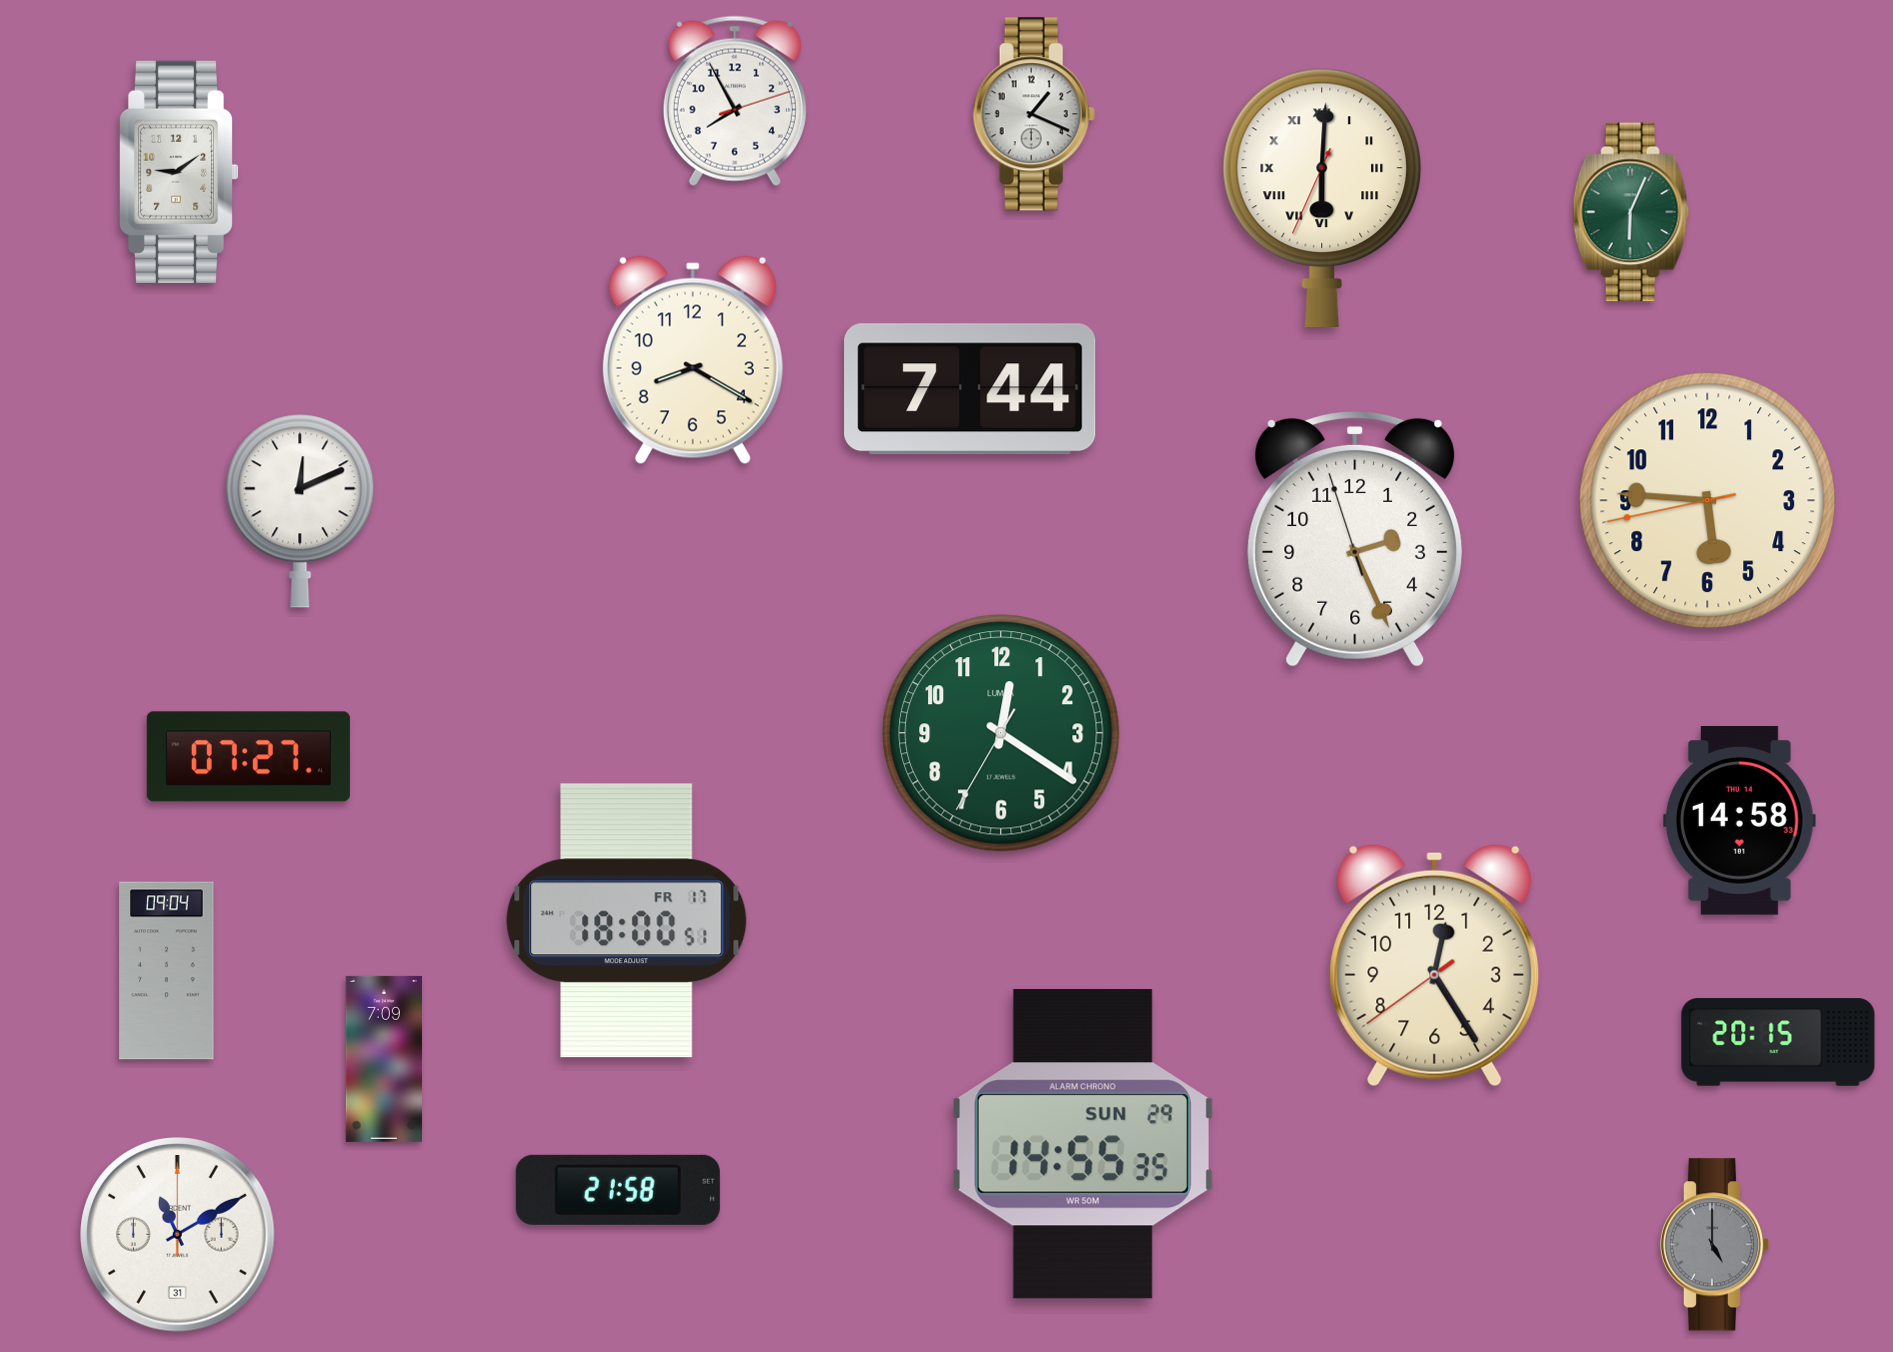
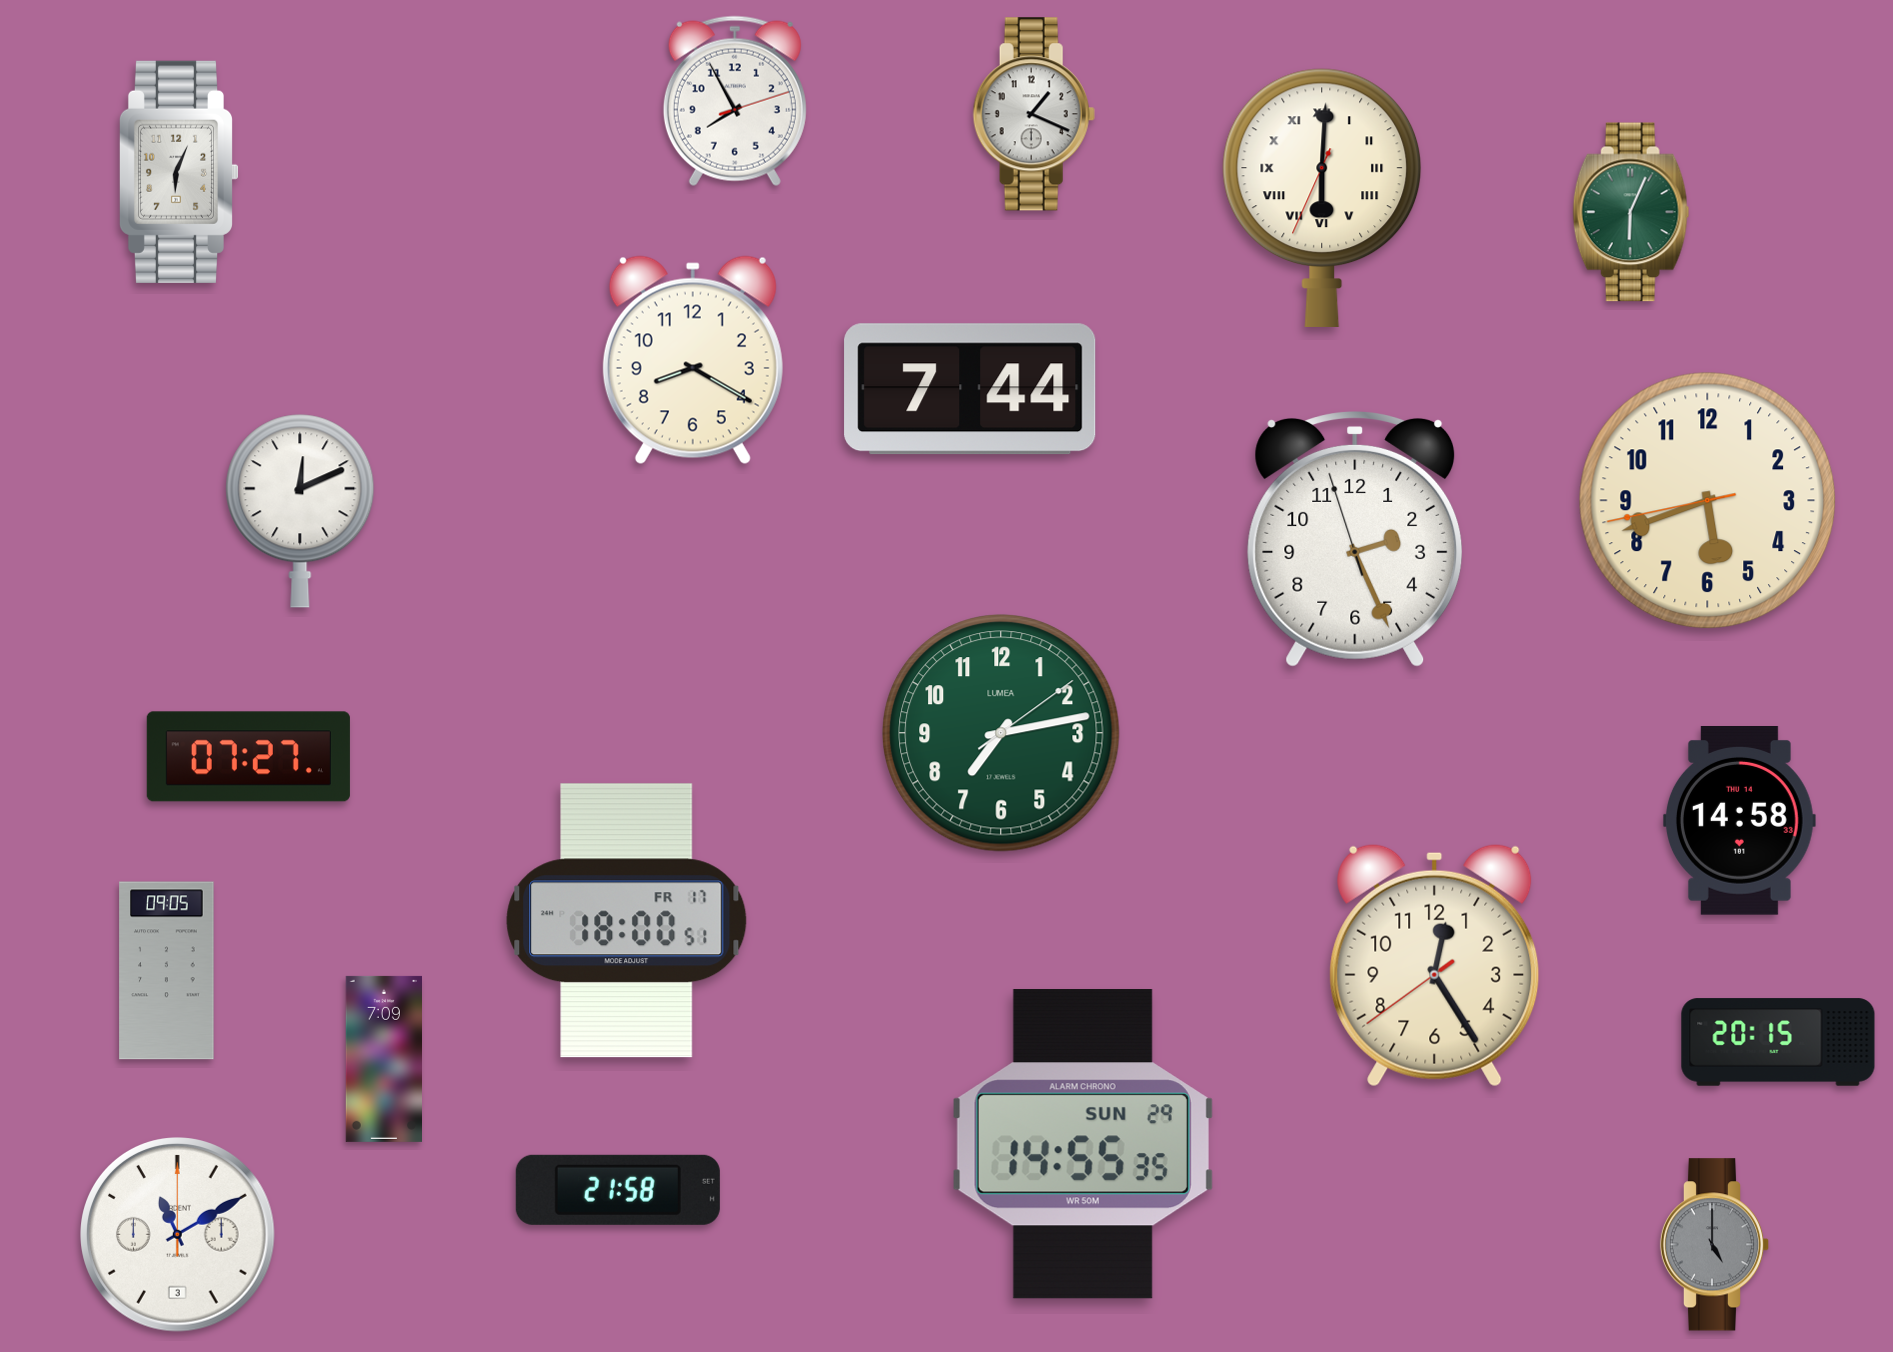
clock at (178, 172): 9:09 -> 6:04
clock at (1708, 501): 5:45 -> 5:41
clock at (1001, 733): 12:20 -> 7:13
clock at (167, 971): 09:04 -> 09:05
clock at (178, 1235) date: 31 -> 3
